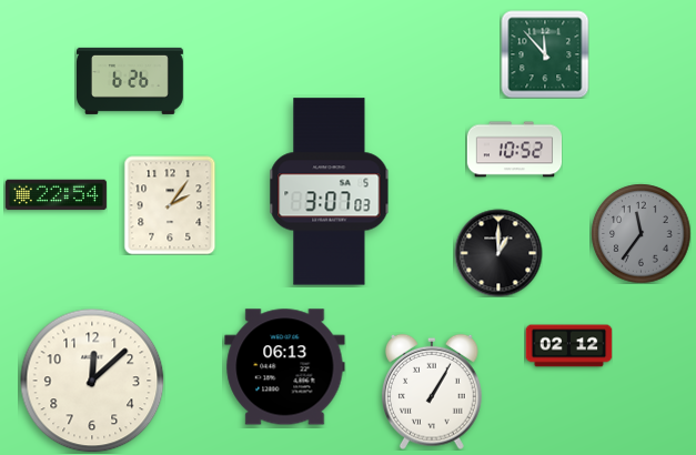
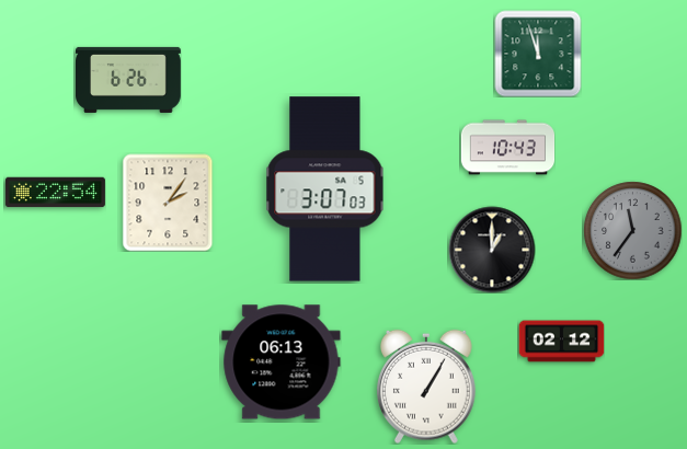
clock at (545, 54): 11:53 -> 11:57
clock at (514, 150): 10:52 -> 10:43
clock at (92, 381): 12:08 -> none
